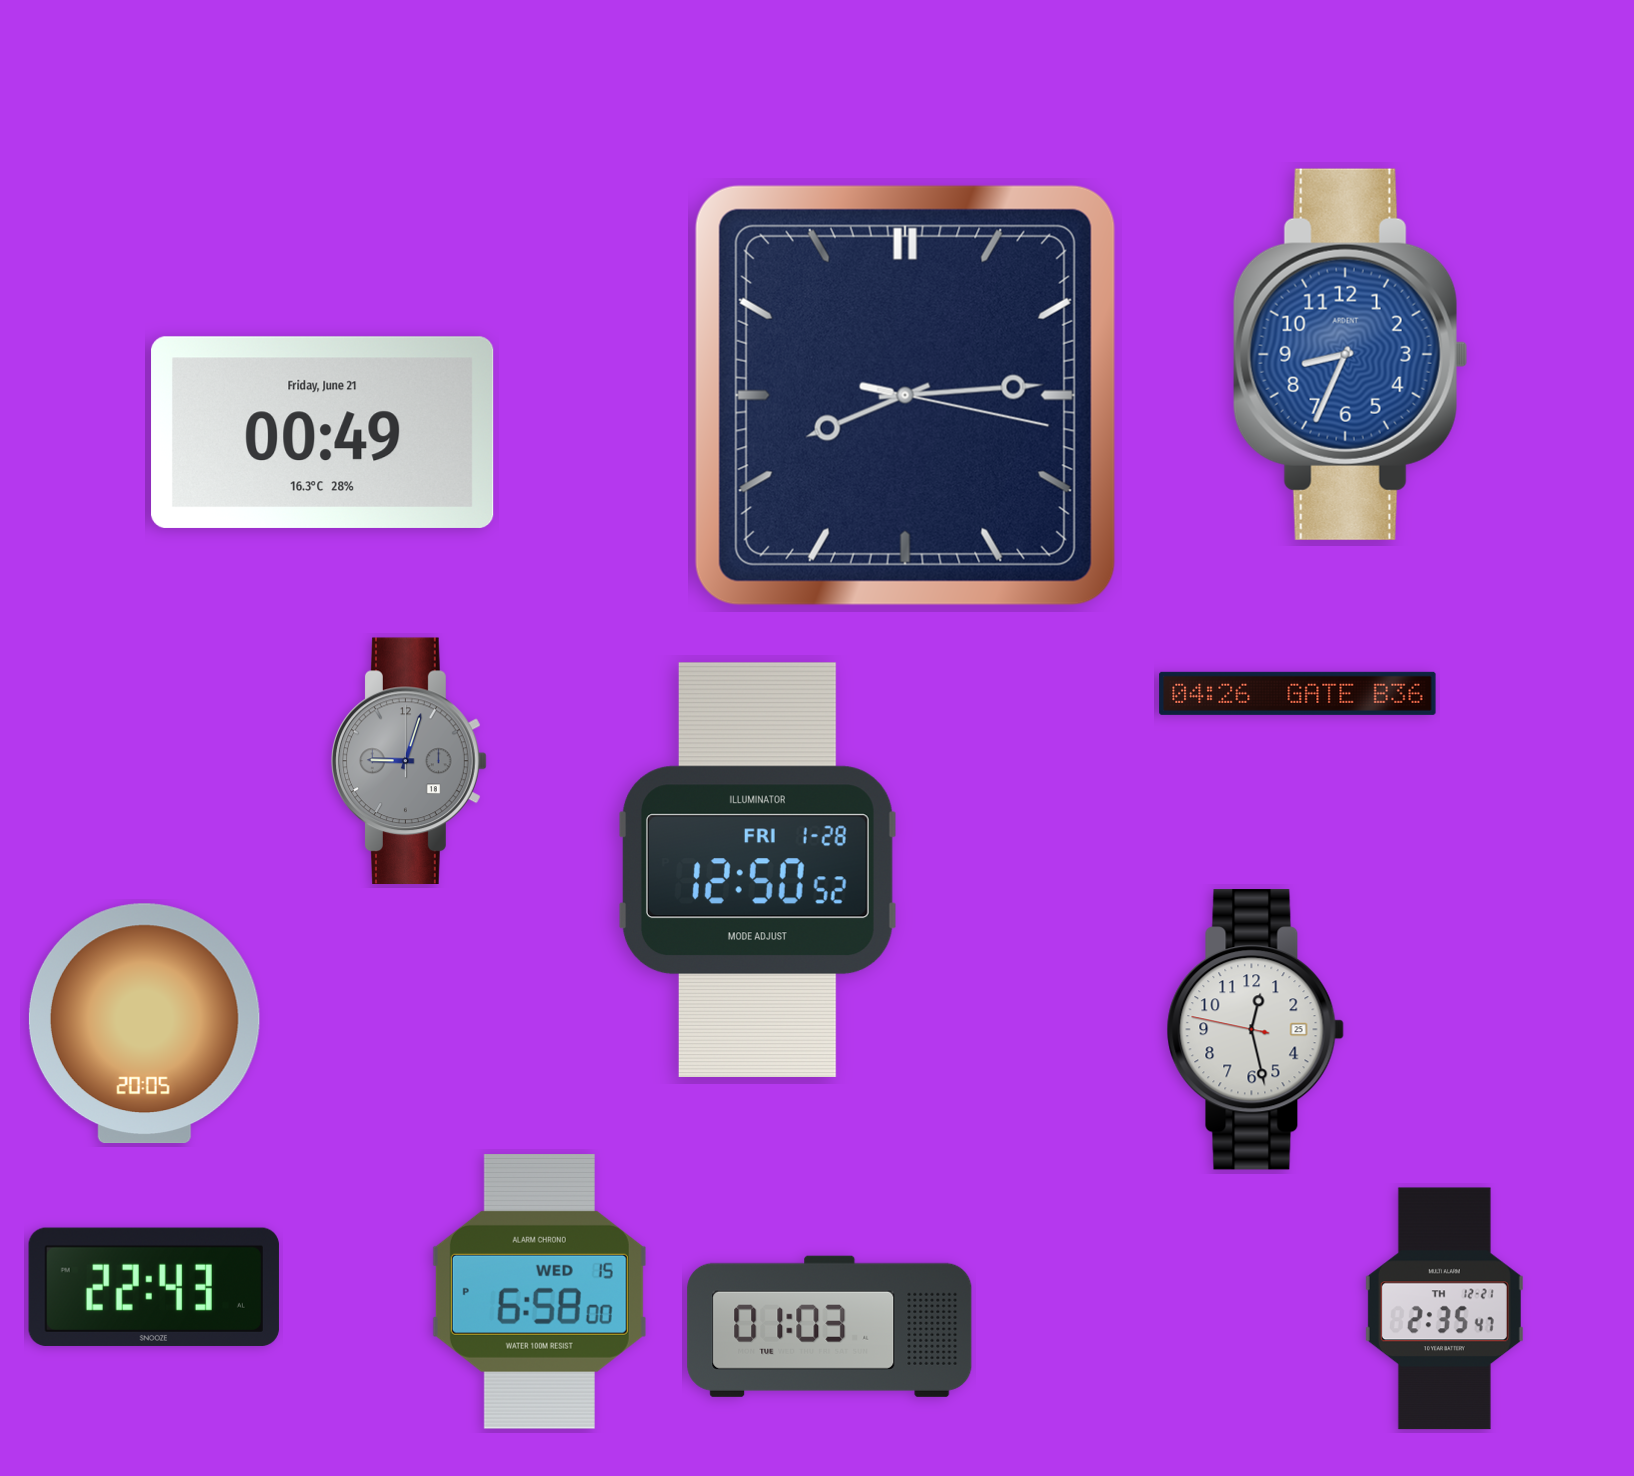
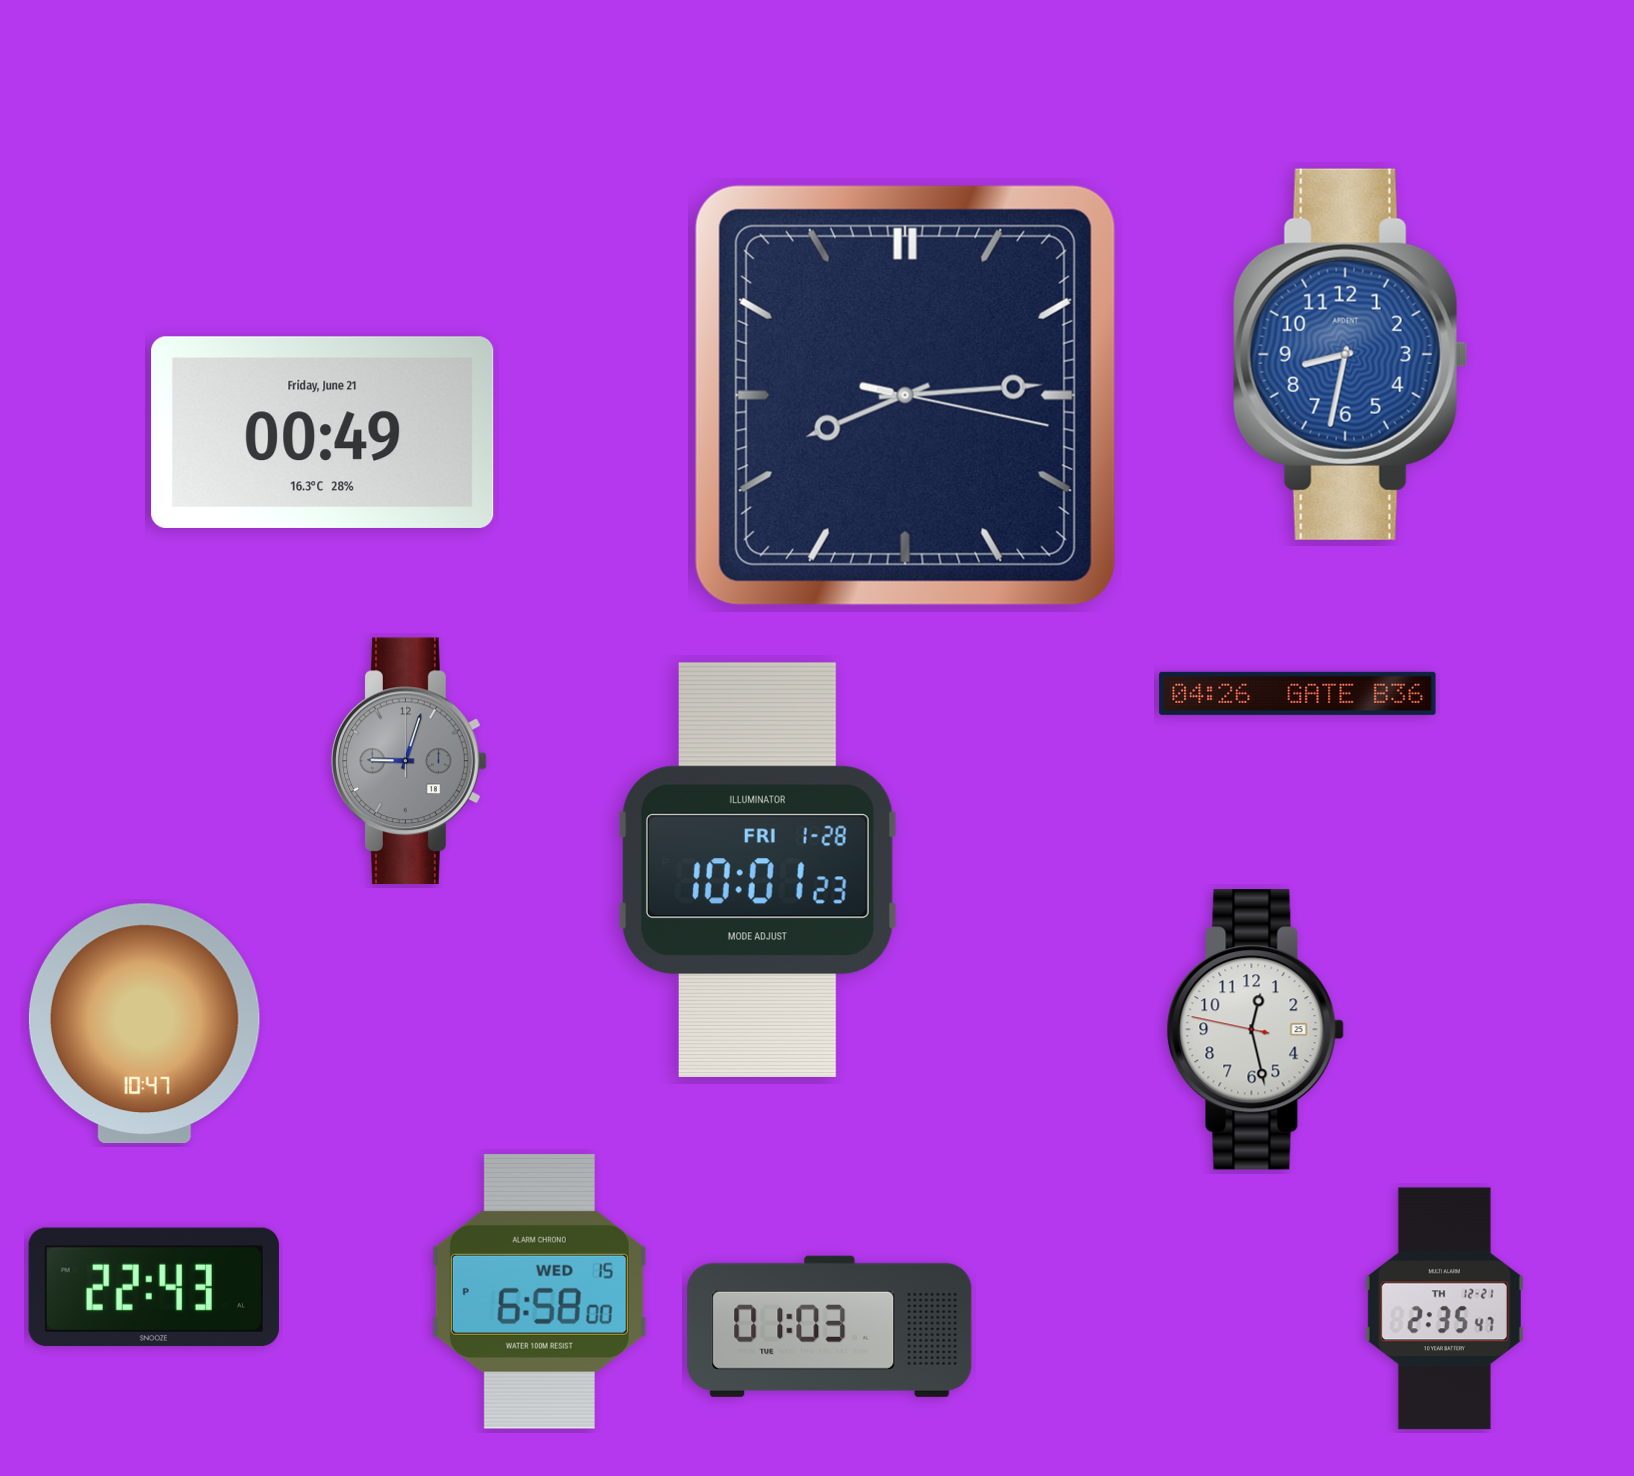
clock at (1350, 354): 8:34 -> 8:32
clock at (758, 869): 12:50 -> 10:01
clock at (144, 1024): 20:05 -> 10:47
